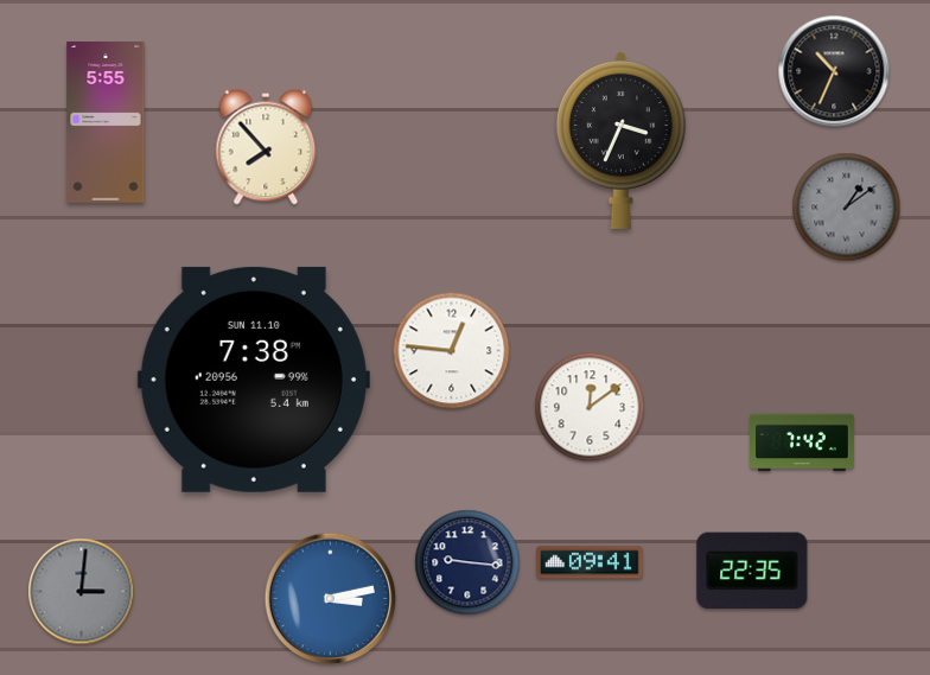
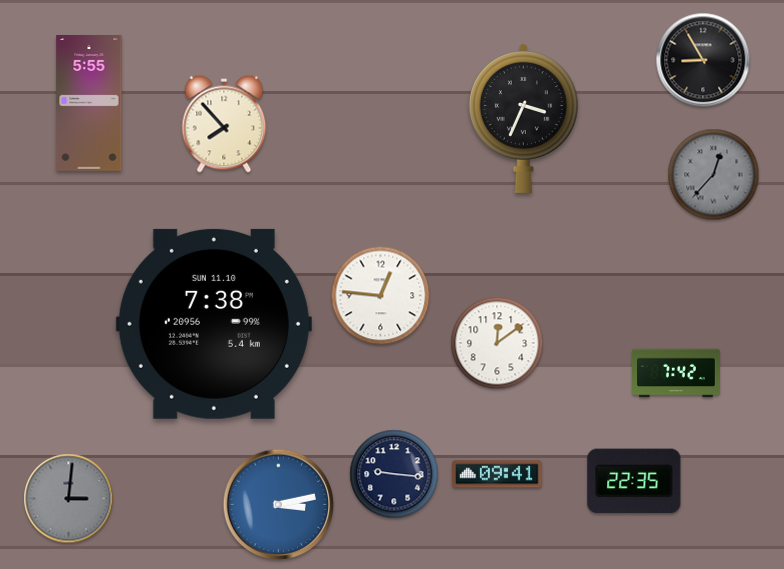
clock at (834, 71): 10:34 -> 8:55
clock at (847, 208): 1:09 -> 12:37
clock at (254, 380) position: (254, 380) -> (214, 324)
